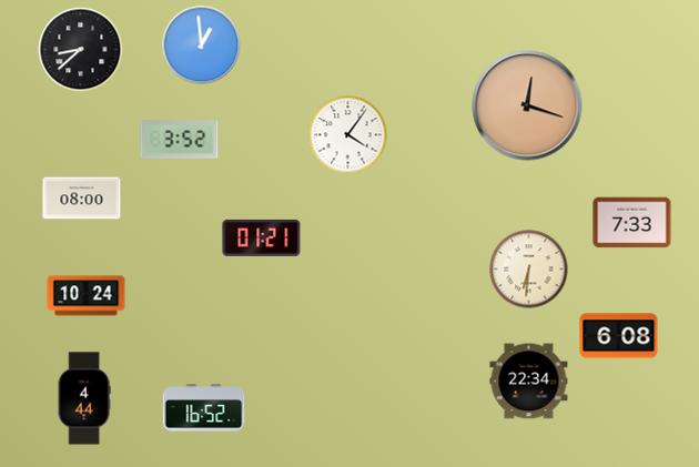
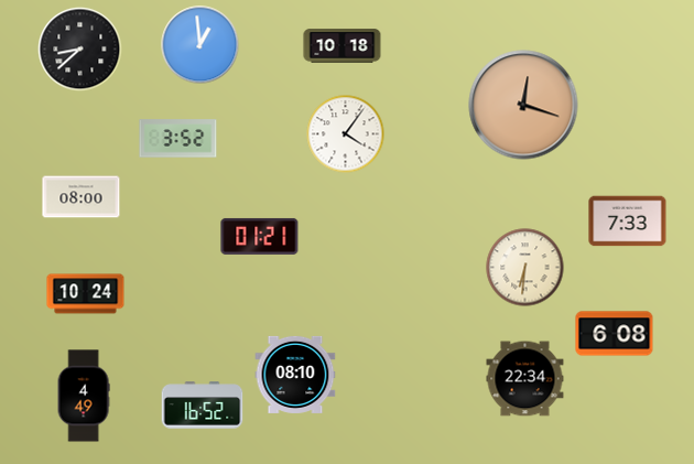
clock at (343, 46): none -> 10:18
clock at (295, 375): none -> 08:10
clock at (84, 398): 4:44 -> 4:49
